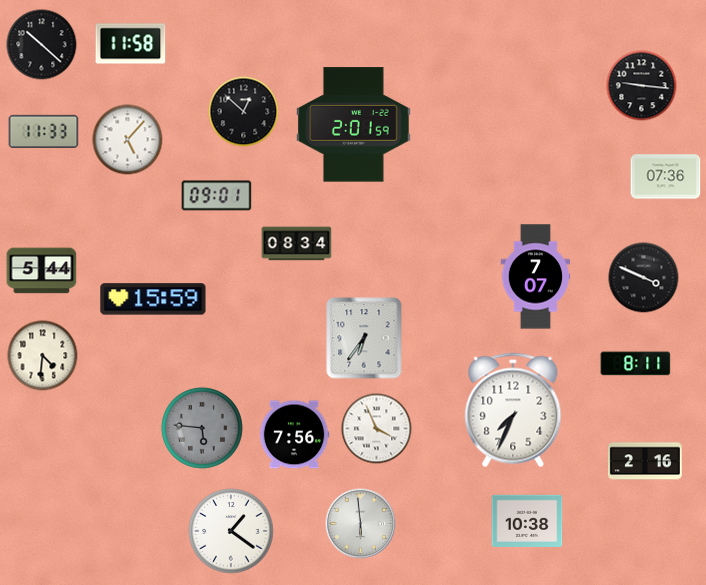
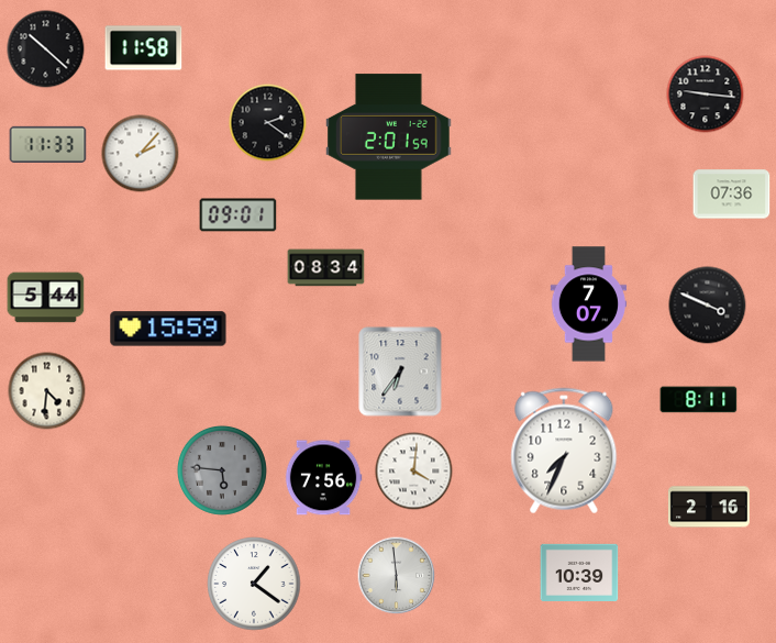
clock at (244, 112): 12:52 -> 2:21
clock at (128, 140): 5:07 -> 2:07
clock at (377, 429): 3:56 -> 4:01
clock at (527, 521): 10:38 -> 10:39
